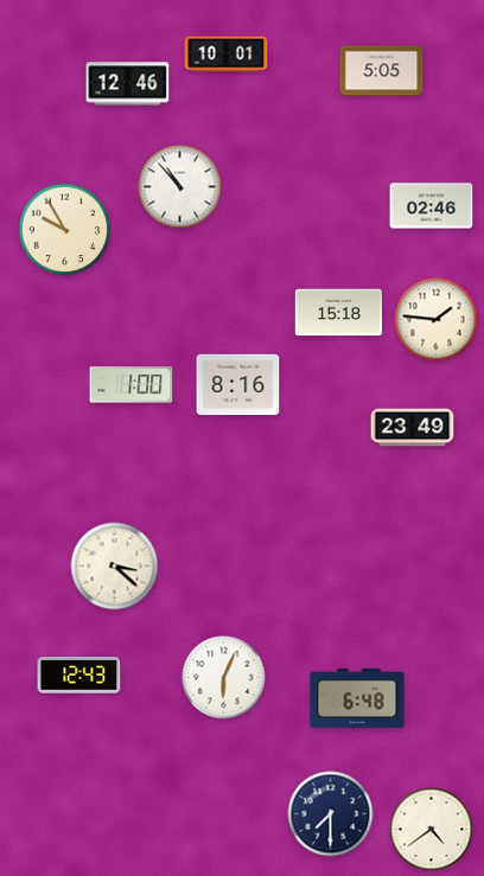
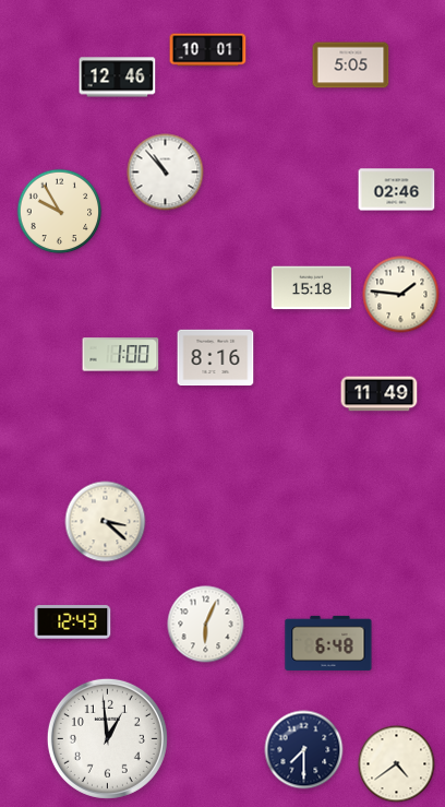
clock at (238, 385) position: (238, 385) -> (216, 358)
clock at (413, 428): 23:49 -> 11:49
clock at (107, 738): none -> 12:59
